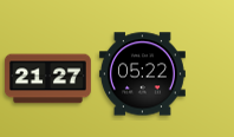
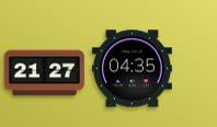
clock at (142, 74): 05:22 -> 04:35
